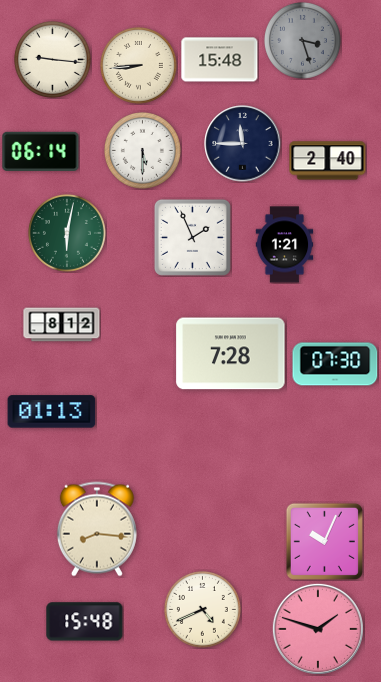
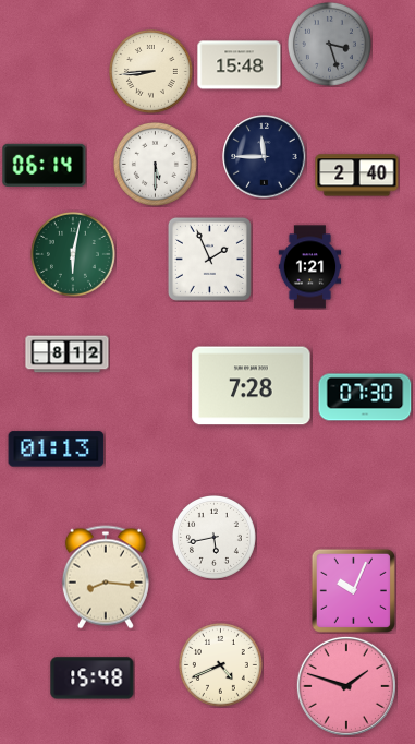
clock at (52, 59): 9:16 -> none
clock at (213, 537): none -> 5:43
